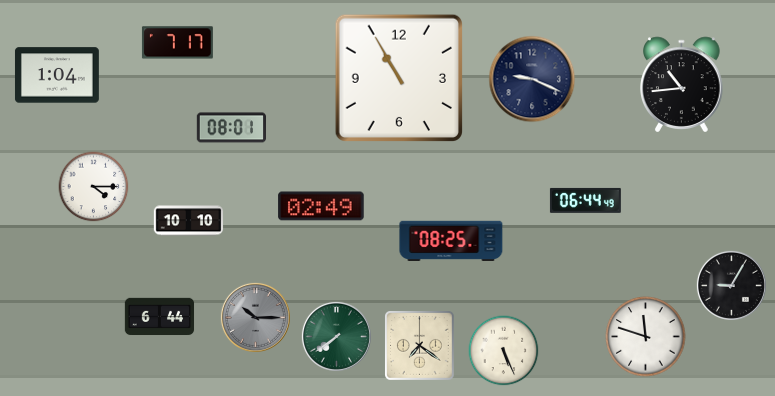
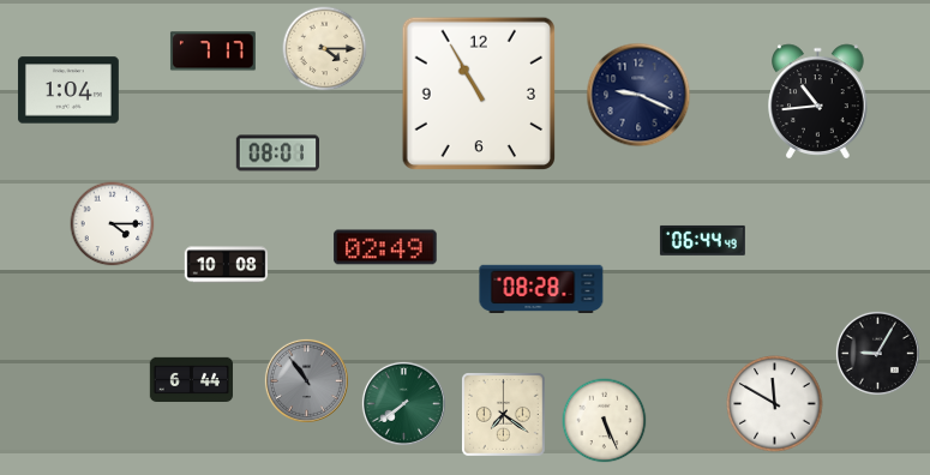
clock at (325, 49): none -> 4:15
clock at (189, 221): 10:10 -> 10:08
clock at (451, 241): 08:25 -> 08:28
clock at (731, 285) position: (731, 285) -> (877, 353)
clock at (255, 317): 10:15 -> 10:54
clock at (646, 337): 11:48 -> 11:50
